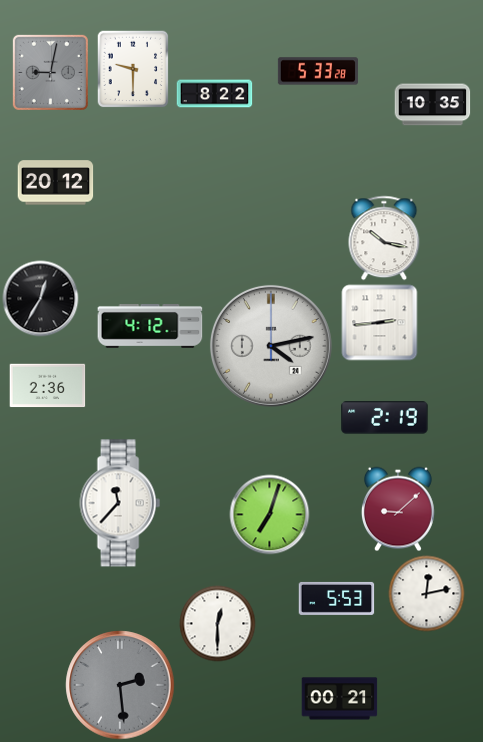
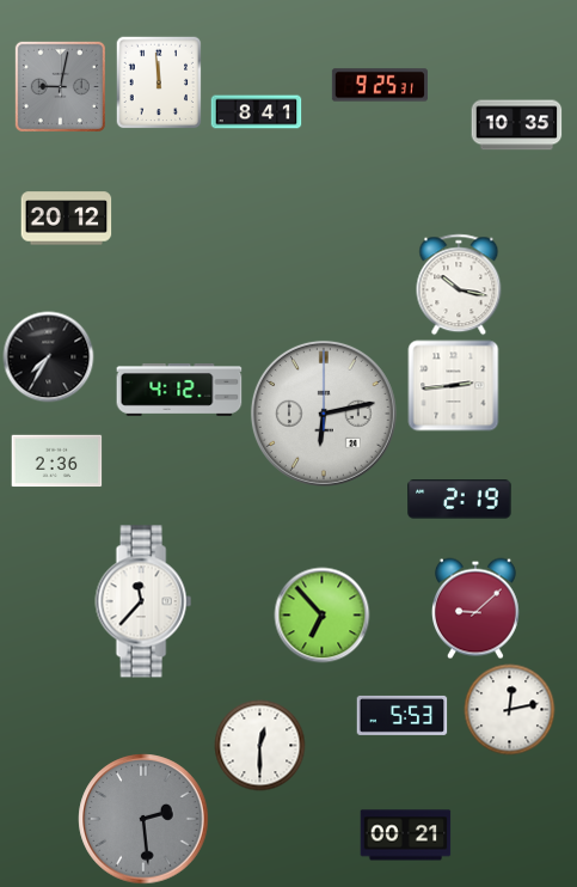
clock at (133, 69): 9:30 -> 11:59
clock at (318, 71): 5:33 -> 9:25
clock at (215, 94): 8:22 -> 8:41
clock at (41, 299): 12:35 -> 7:35
clock at (271, 346): 4:13 -> 6:13
clock at (270, 515): 7:03 -> 6:53
